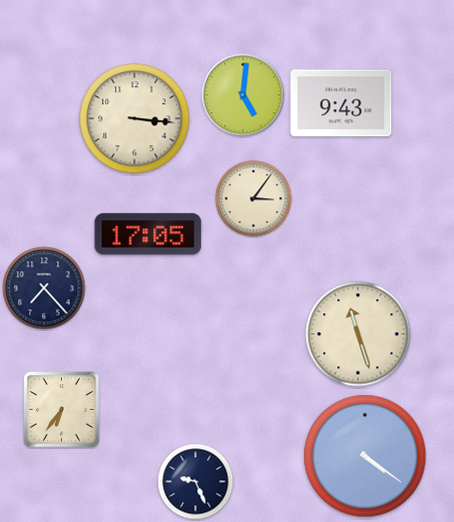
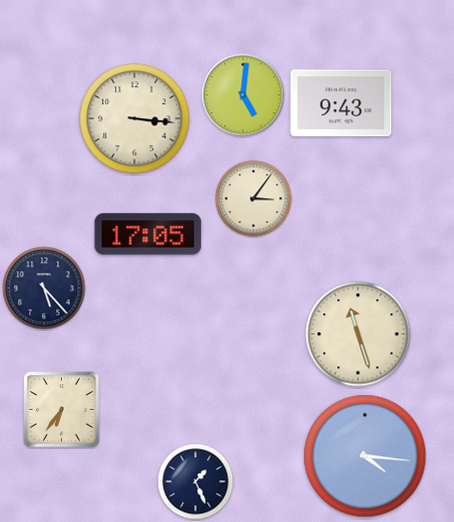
clock at (44, 288): 7:23 -> 5:23
clock at (365, 456): 4:21 -> 4:16
clock at (196, 482): 9:26 -> 1:26
